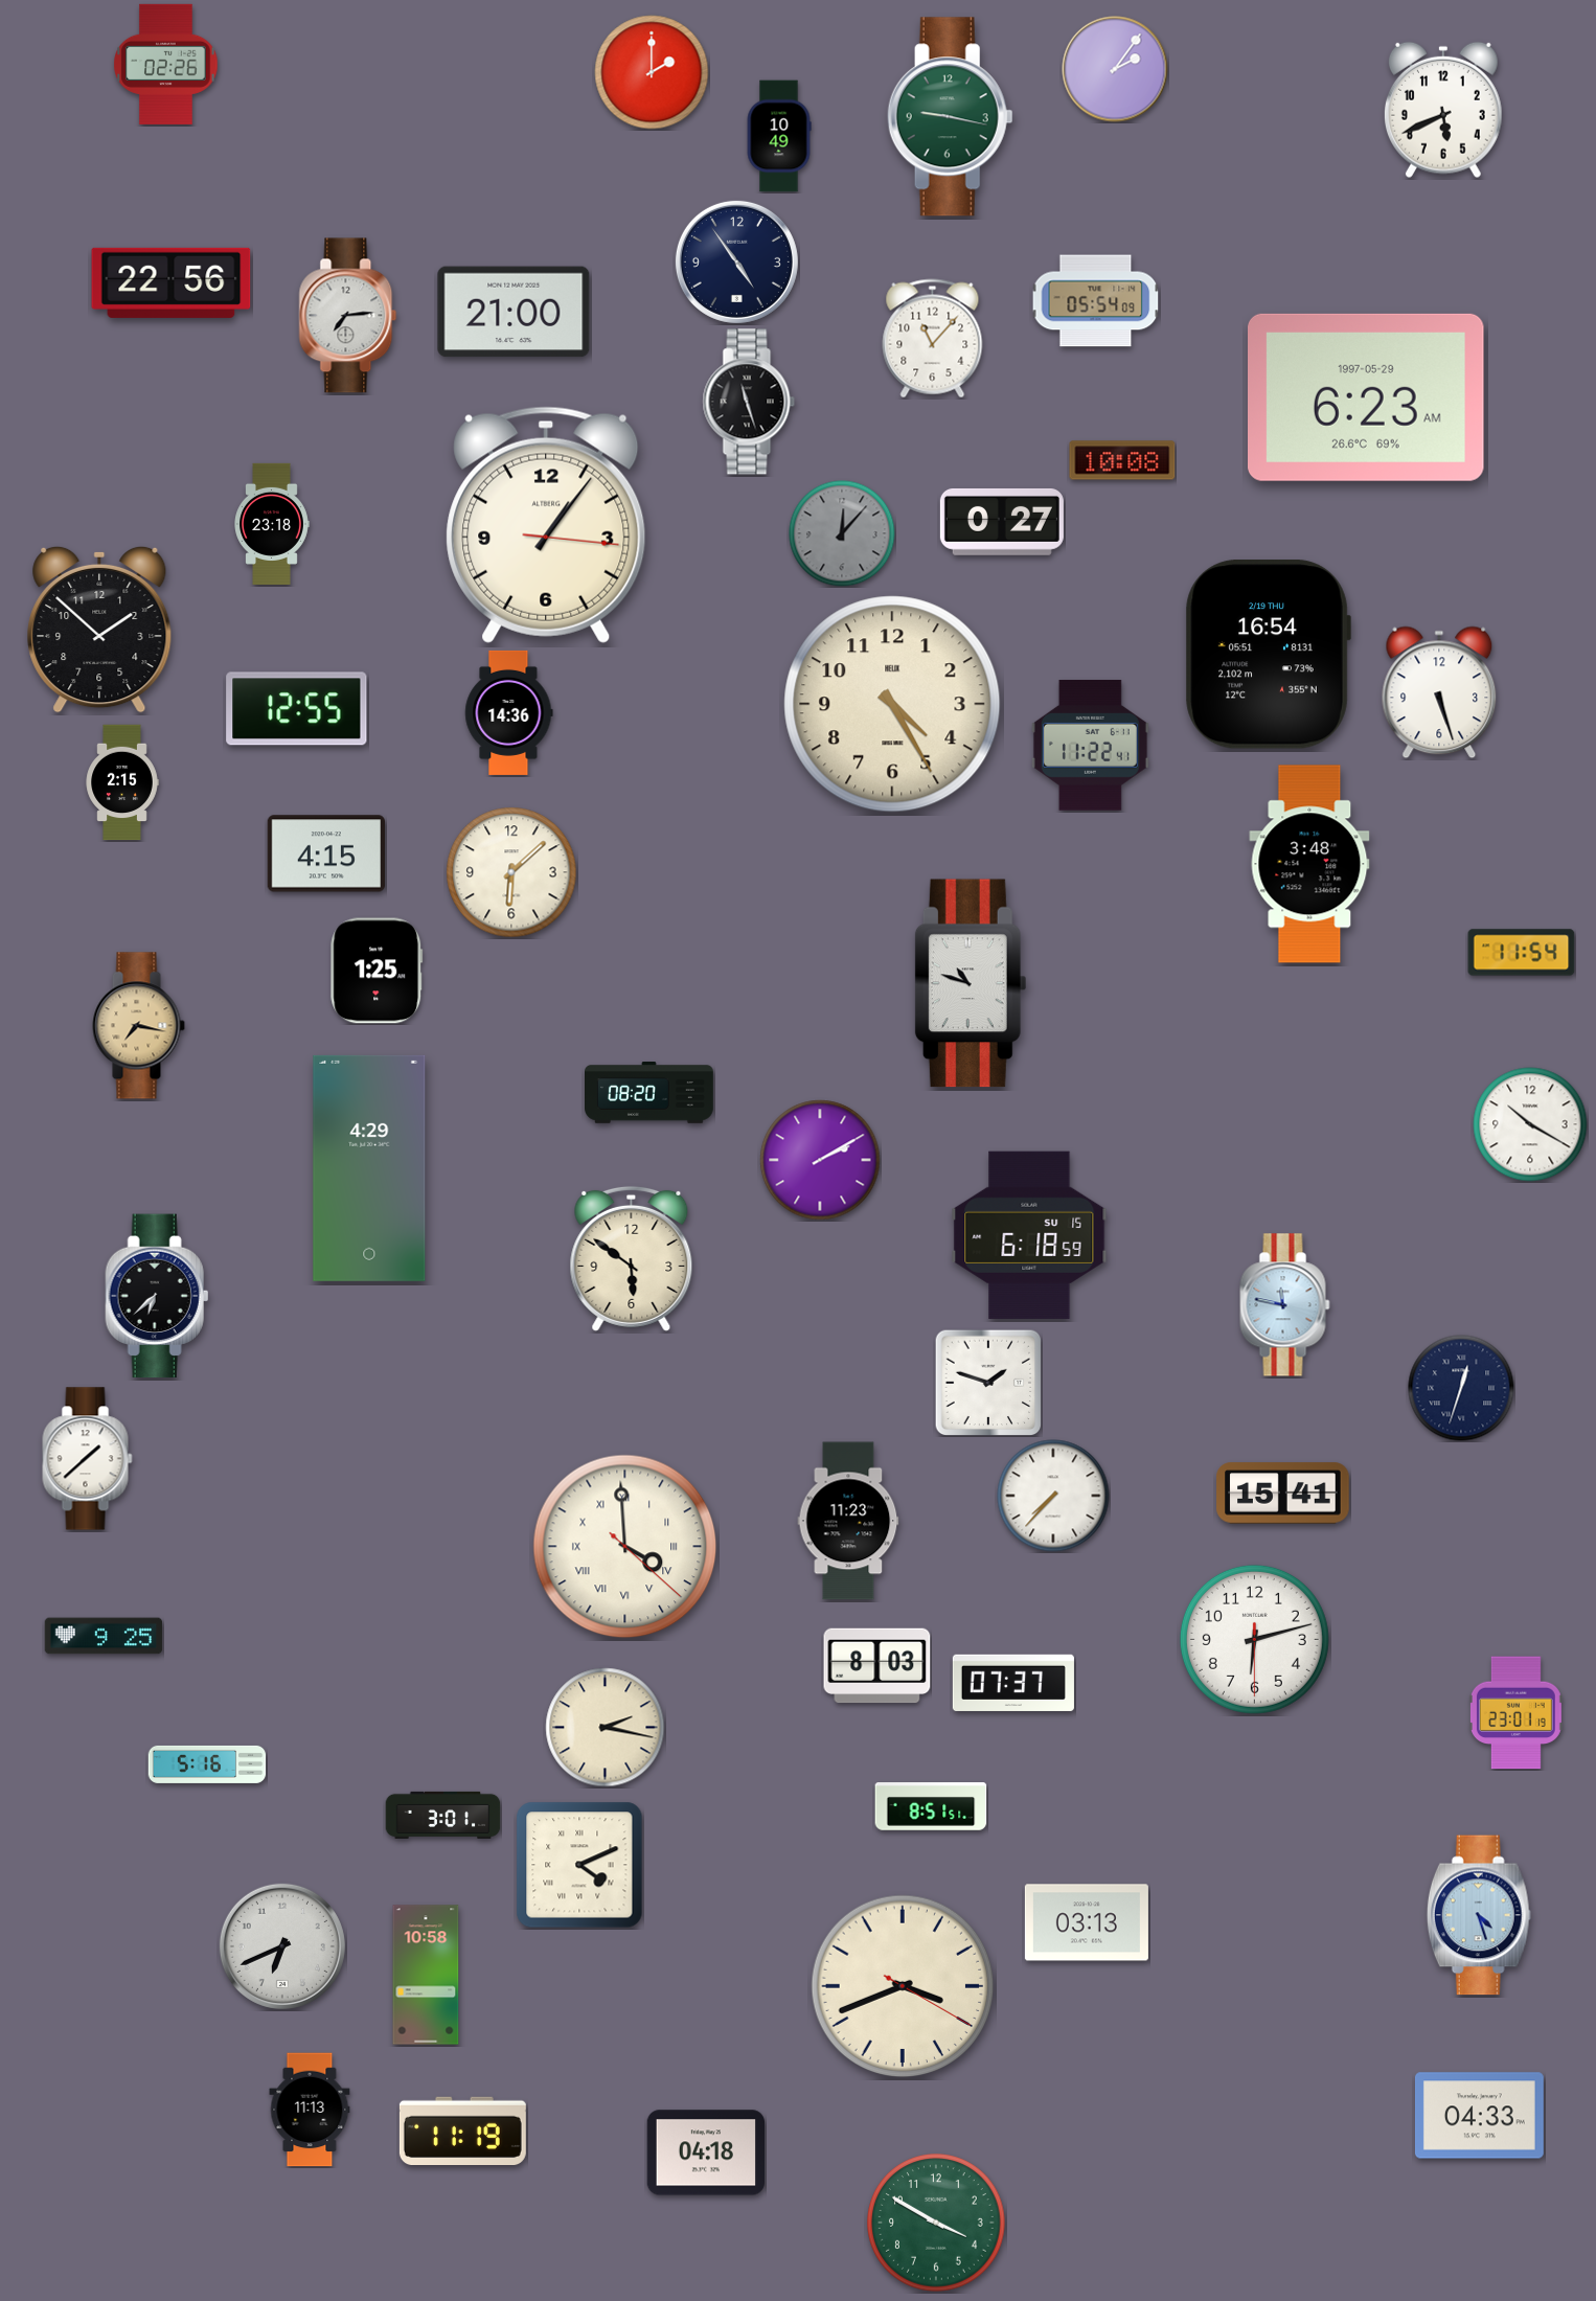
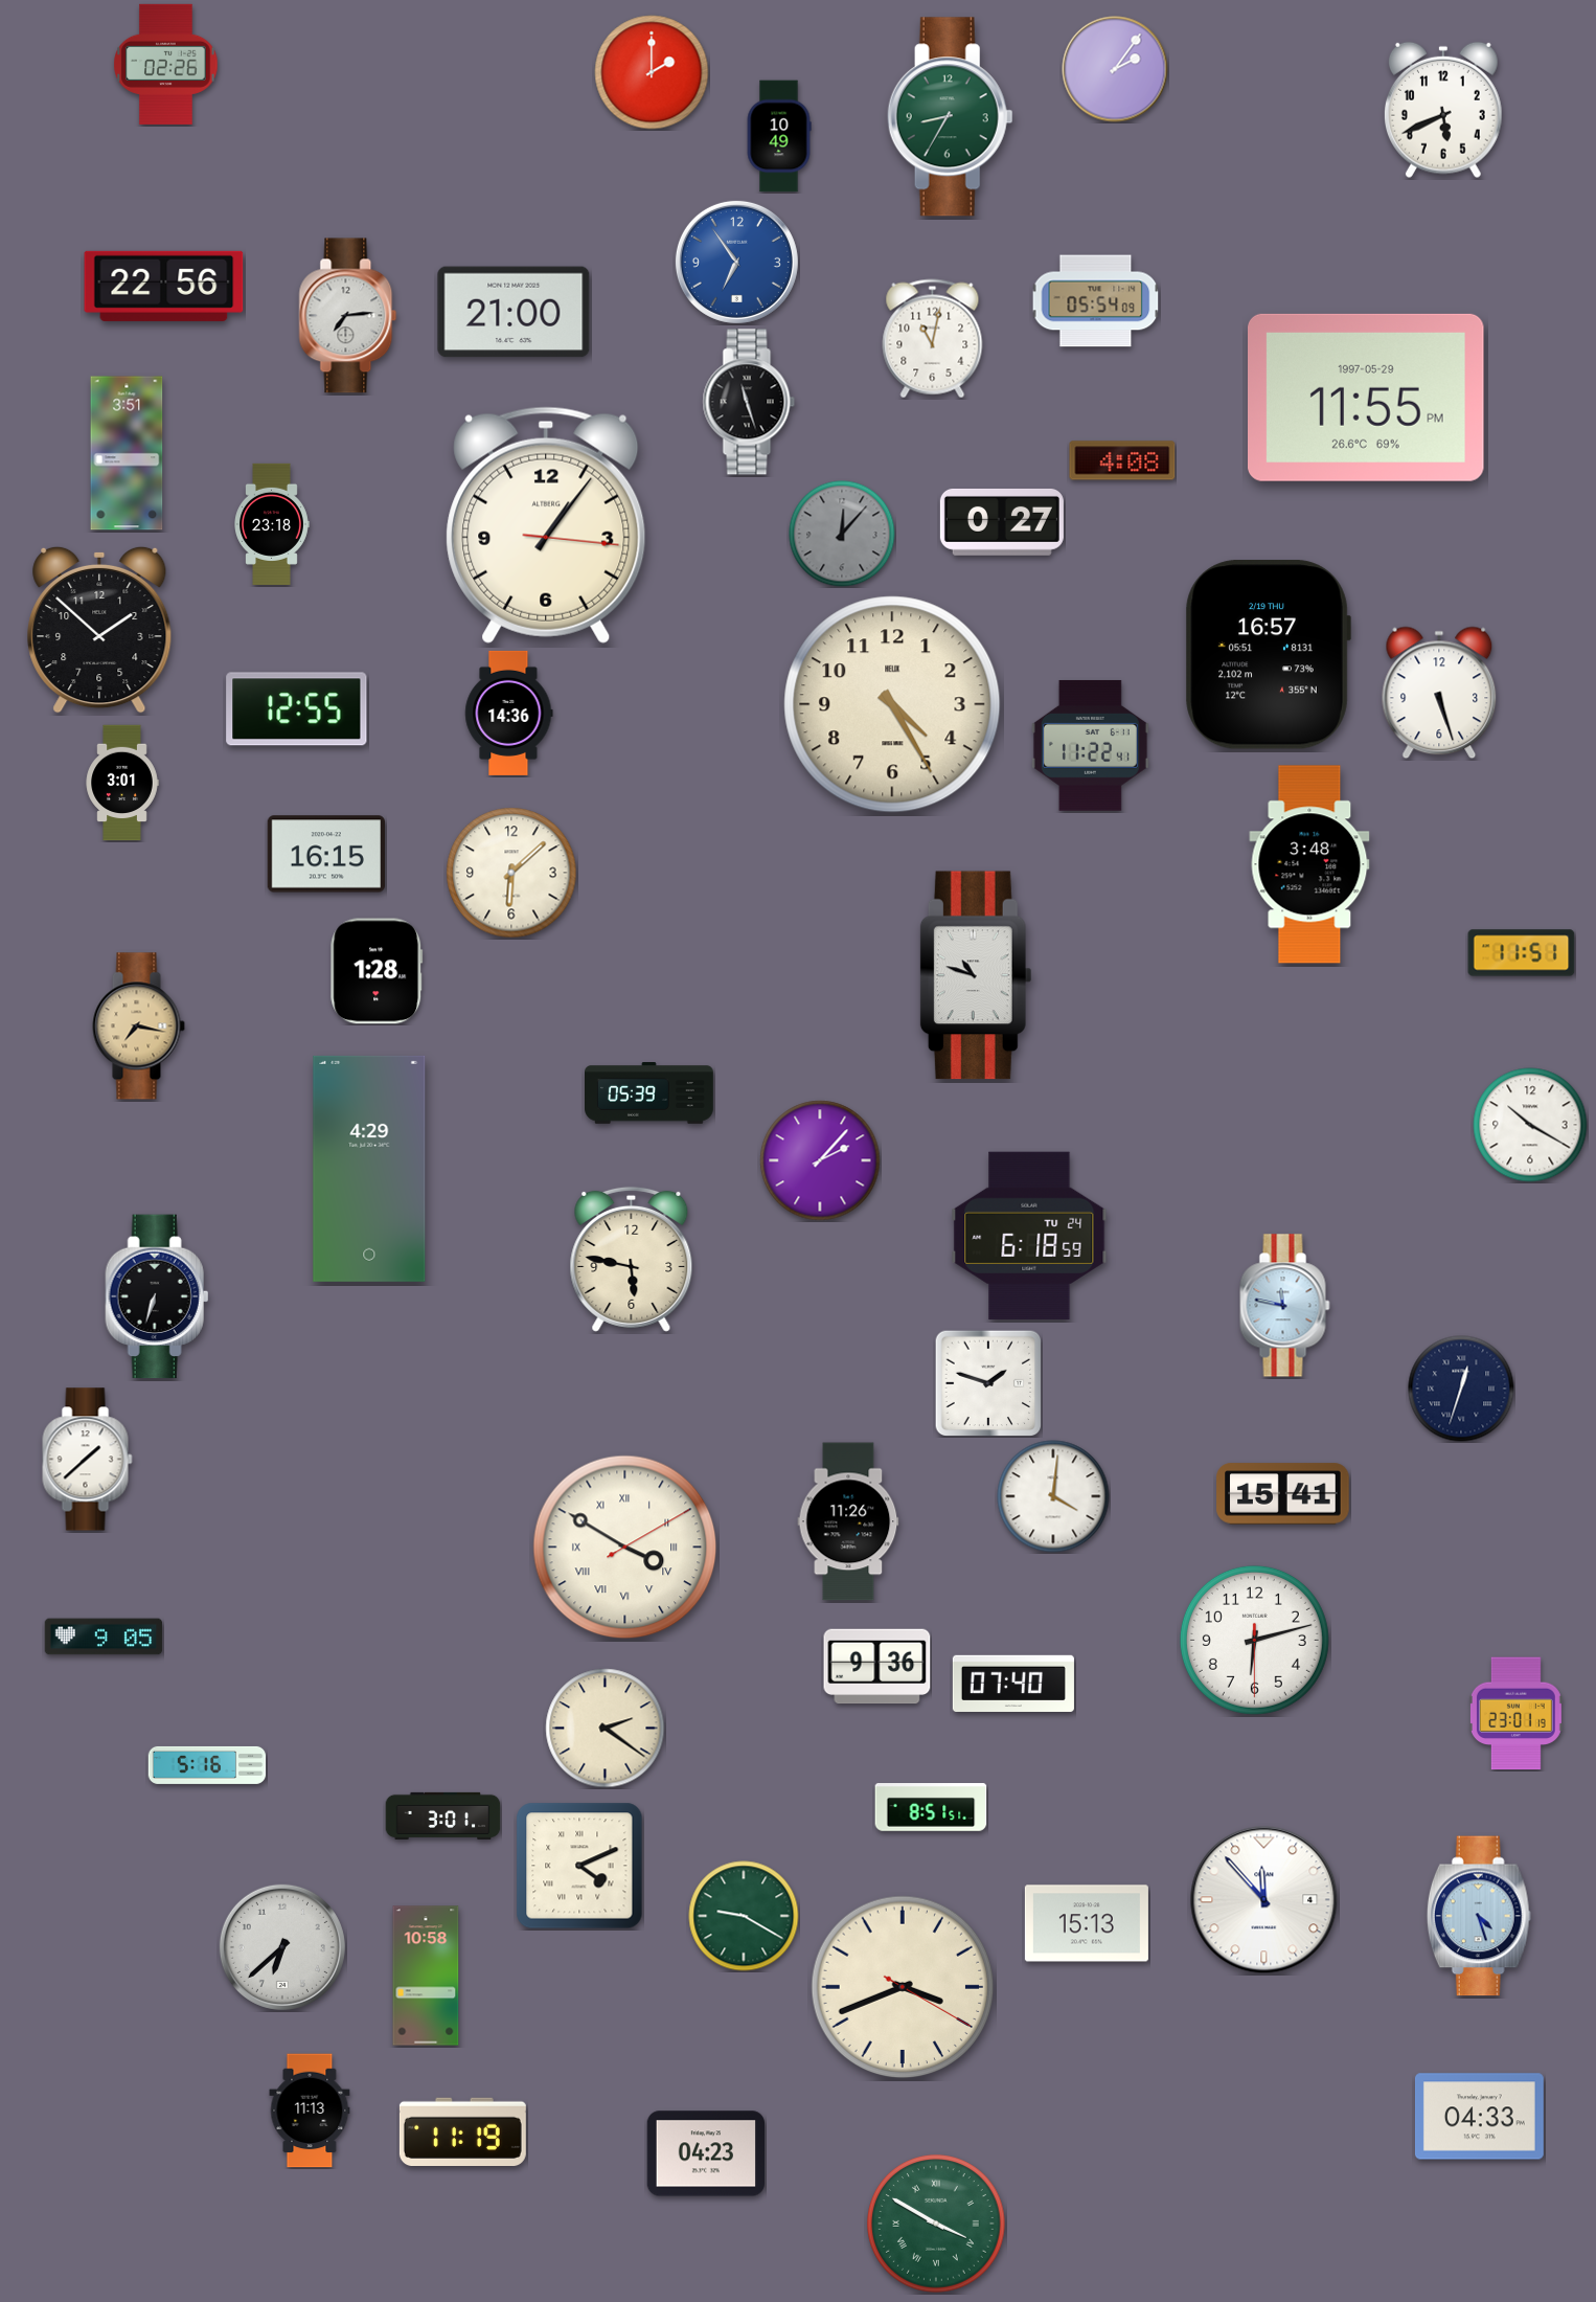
clock at (950, 117): 9:17 -> 8:35
clock at (736, 261): 4:54 -> 6:54
clock at (736, 261) dial: navy -> blue
clock at (172, 282) position: (172, 282) -> (164, 286)
clock at (933, 339): 11:07 -> 11:02
clock at (1367, 397): 6:23 -> 11:55
clock at (127, 453): none -> 3:51
clock at (1122, 460): 10:08 -> 4:08
clock at (1268, 655): 16:54 -> 16:57
clock at (122, 782): 2:15 -> 3:01
clock at (325, 853): 4:15 -> 16:15
clock at (1522, 953): 11:54 -> 11:51
clock at (377, 971): 1:25 -> 1:28
clock at (971, 983) position: (971, 983) -> (976, 975)
clock at (649, 1093): 08:20 -> 05:39
clock at (820, 1160): 2:10 -> 2:07
clock at (1029, 1235) date: SU 15 -> TU 24
clock at (632, 1258): 5:51 -> 5:47
clock at (157, 1296): 6:38 -> 6:33
clock at (1053, 1496): 7:37 -> 4:01
clock at (848, 1521): 11:23 -> 11:26
clock at (625, 1547): 3:59 -> 3:50
clock at (104, 1636): 9:25 -> 9:05
clock at (877, 1666): 8:03 -> 9:36
clock at (1013, 1683): 07:37 -> 07:40
clock at (606, 1728): 2:17 -> 2:21
clock at (1264, 1900): none -> 11:53
clock at (744, 1916): none -> 9:20
clock at (1087, 1922): 03:13 -> 15:13
clock at (282, 1946): 6:41 -> 6:38
clock at (705, 2152): 04:18 -> 04:23
clock at (936, 2223) numerals: Arabic -> Roman
